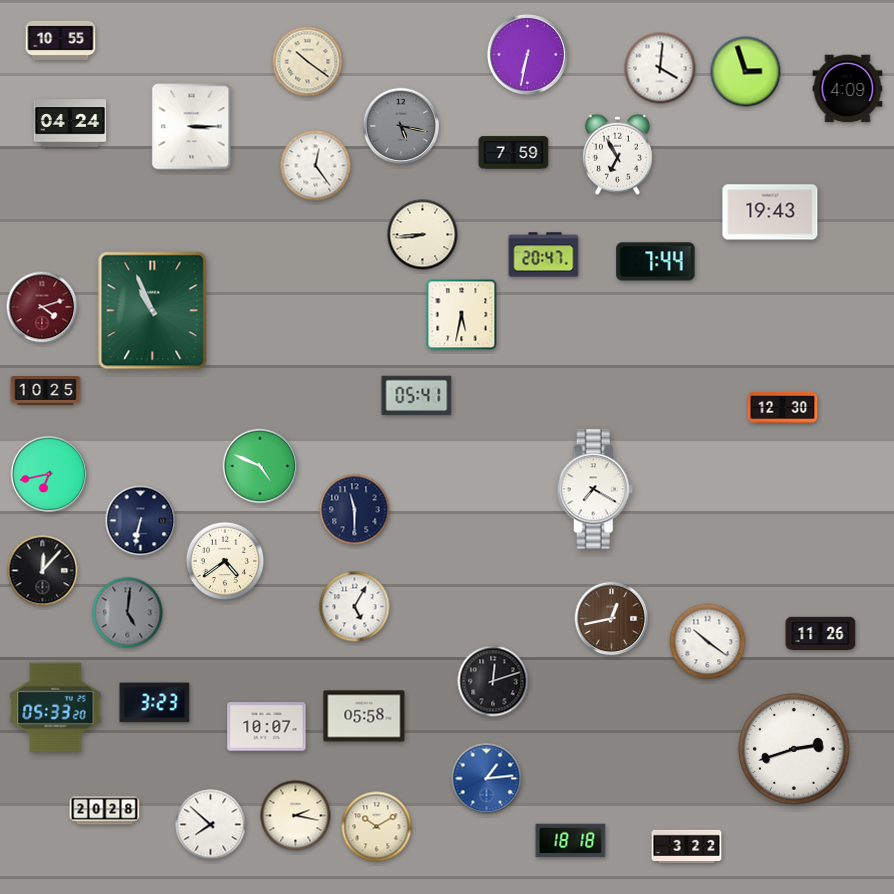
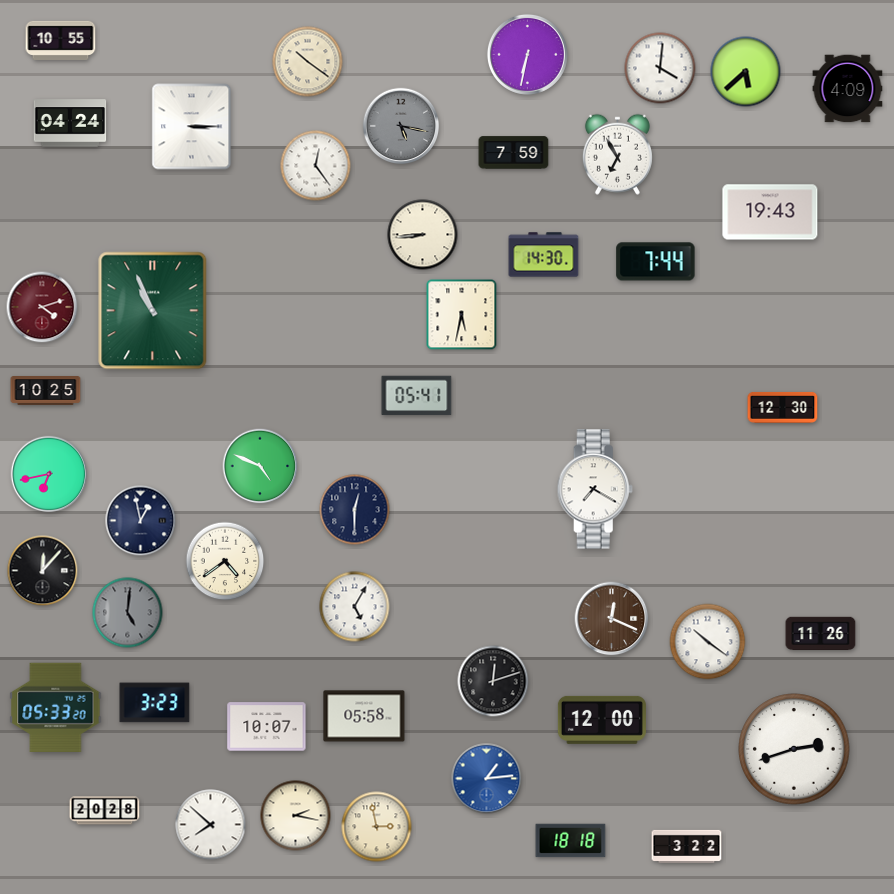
clock at (746, 72): 2:57 -> 5:38
clock at (544, 255): 20:47 -> 14:30
clock at (355, 510): 11:30 -> 12:30
clock at (141, 521): 6:32 -> 12:58
clock at (612, 619): 12:43 -> 12:19
clock at (602, 720): none -> 12:00
clock at (377, 827): 10:10 -> 2:58
